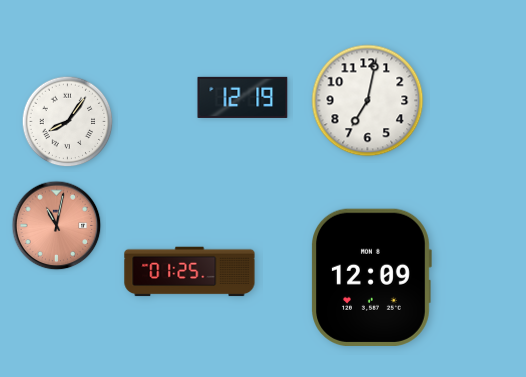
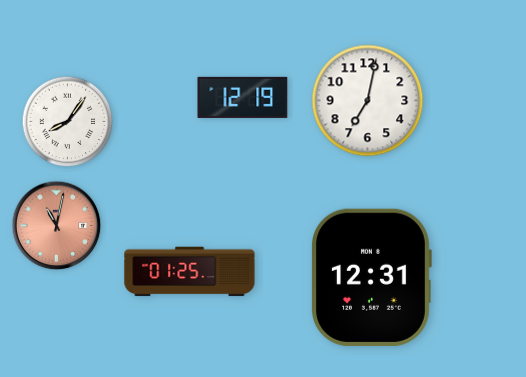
clock at (371, 277): 12:09 -> 12:31
